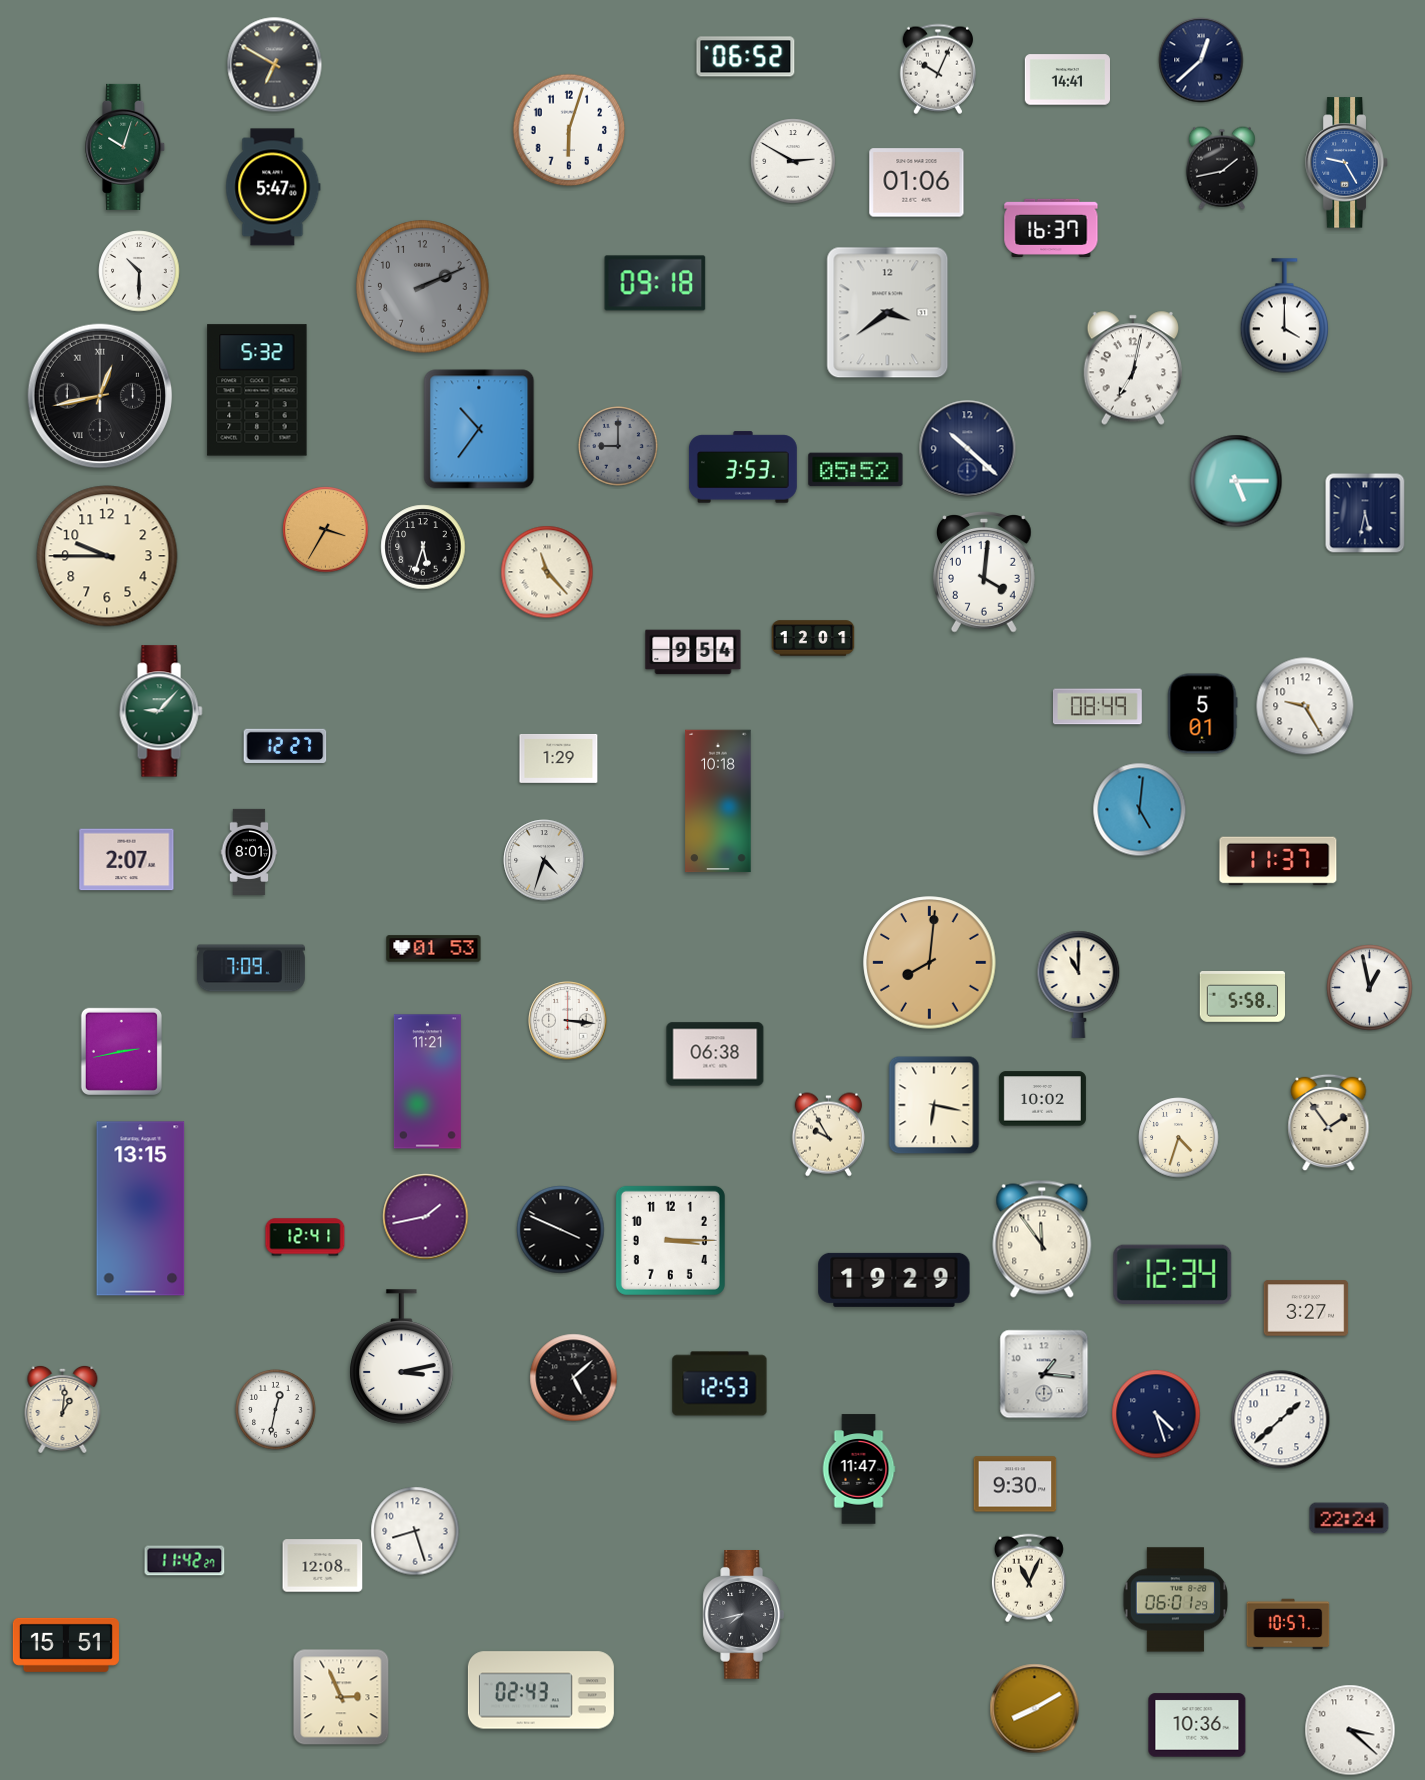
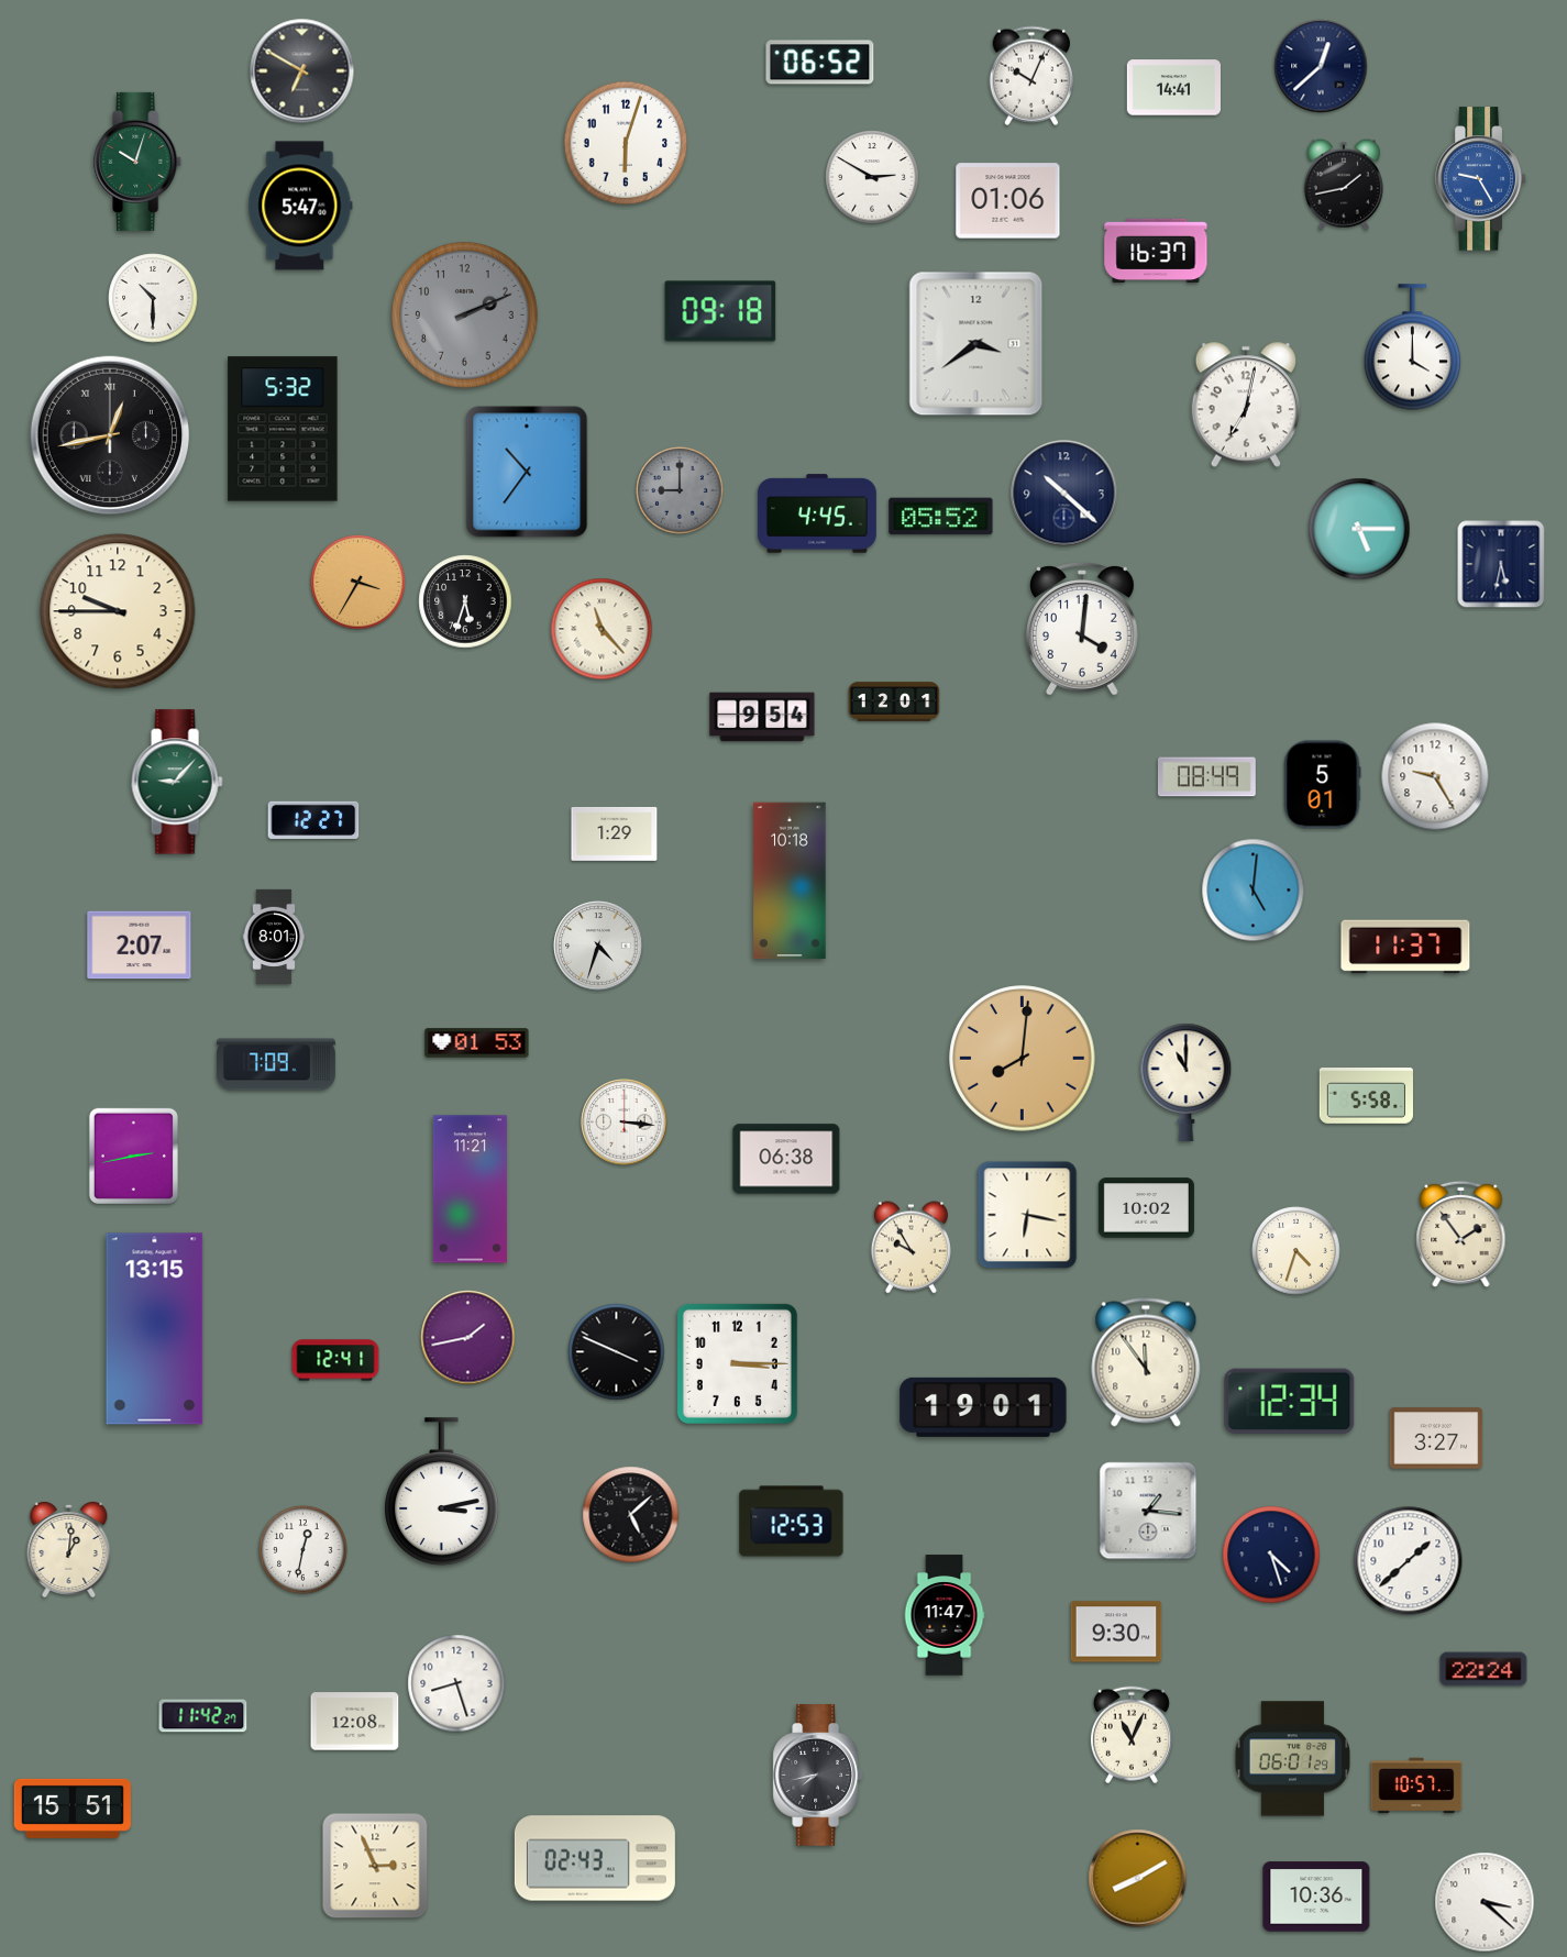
clock at (743, 467): 3:53 -> 4:45
clock at (1370, 988): 12:58 -> none
clock at (894, 1280): 19:29 -> 19:01
